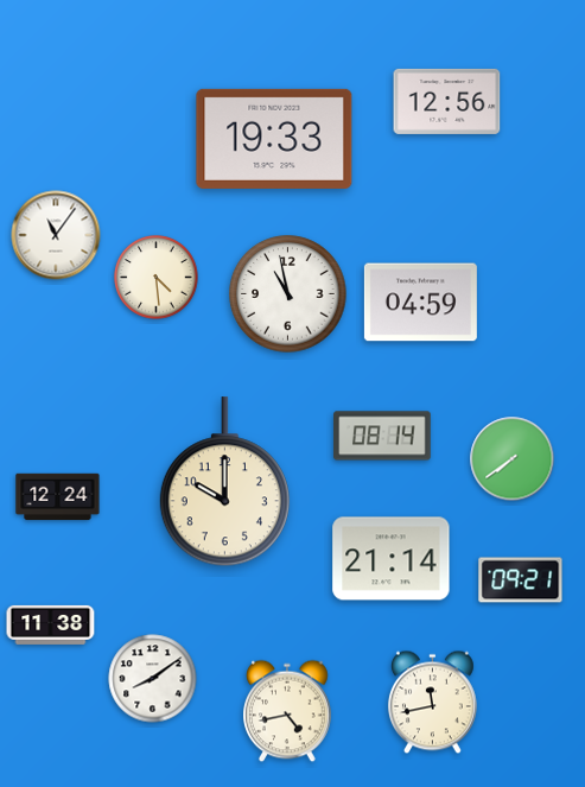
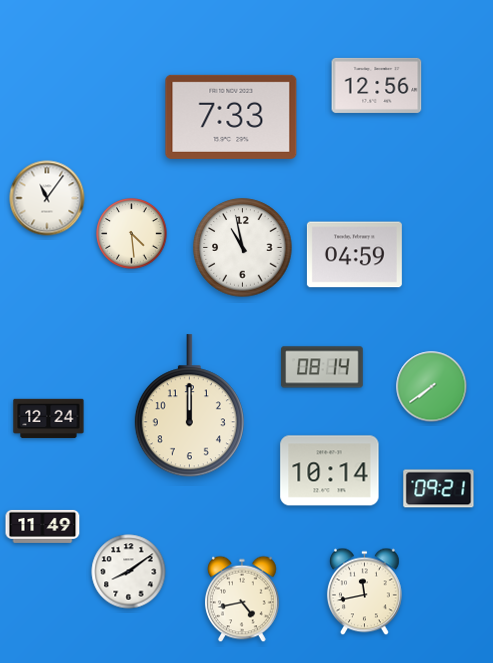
clock at (274, 139): 19:33 -> 7:33
clock at (224, 482): 10:00 -> 12:00
clock at (392, 559): 21:14 -> 10:14
clock at (51, 624): 11:38 -> 11:49
